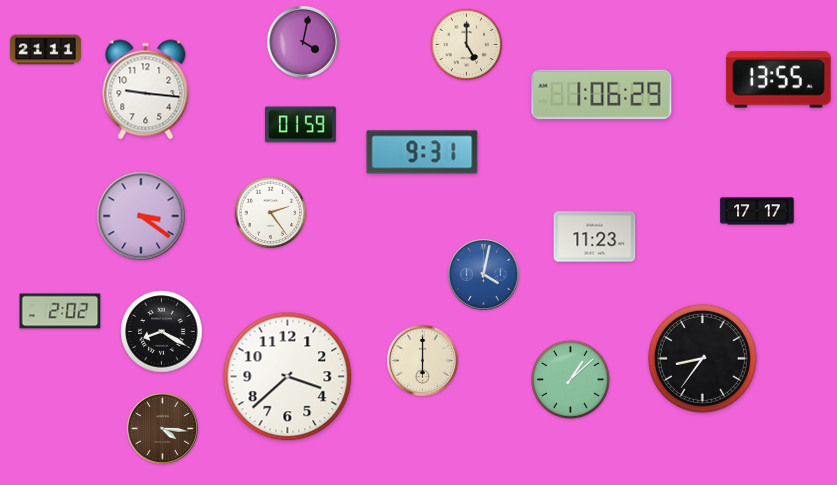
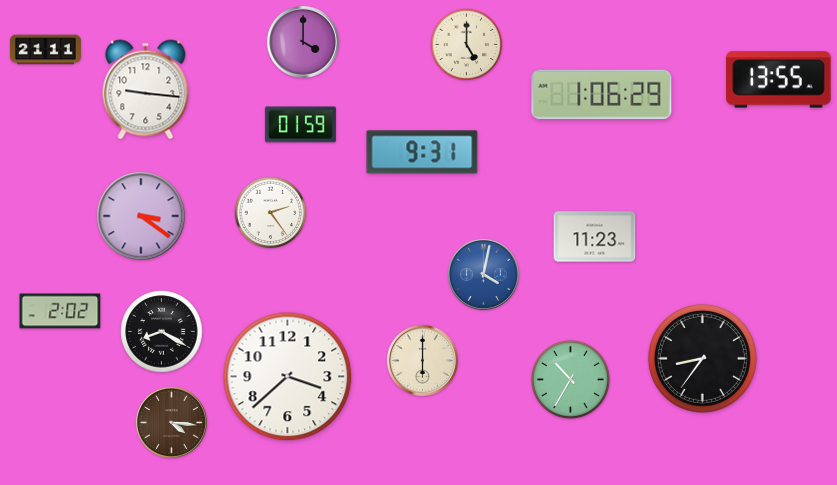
clock at (303, 42): 4:02 -> 4:00
clock at (757, 211): 17:17 -> none
clock at (570, 379): 1:08 -> 10:35
clock at (162, 428) position: (162, 428) -> (171, 422)
